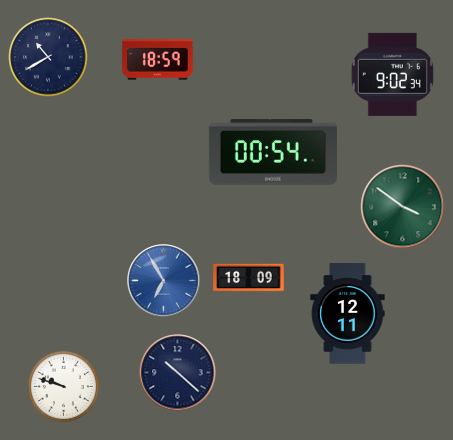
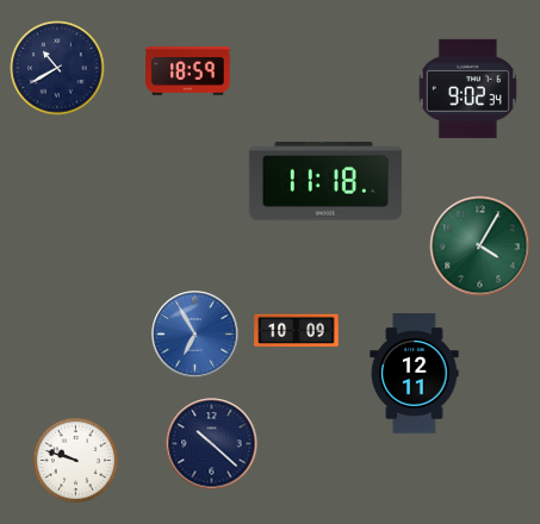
clock at (273, 152): 00:54 -> 11:18
clock at (403, 207): 3:51 -> 4:05
clock at (249, 278): 18:09 -> 10:09
